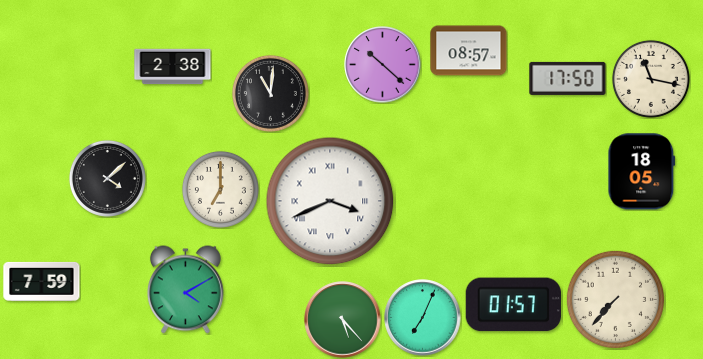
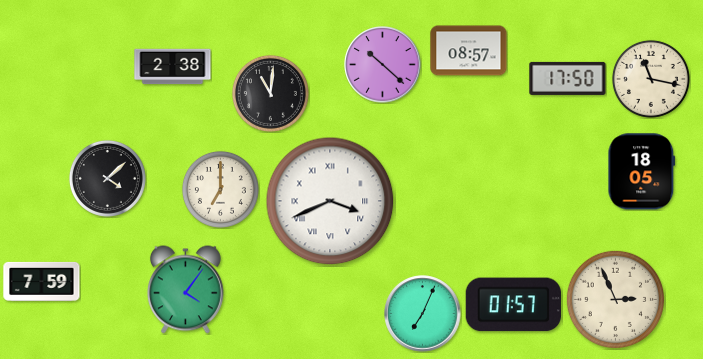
clock at (185, 290): 4:10 -> 4:06
clock at (615, 299): 7:37 -> 2:56
clock at (423, 318) position: (423, 318) -> (423, 314)
clock at (343, 320): 5:23 -> none
